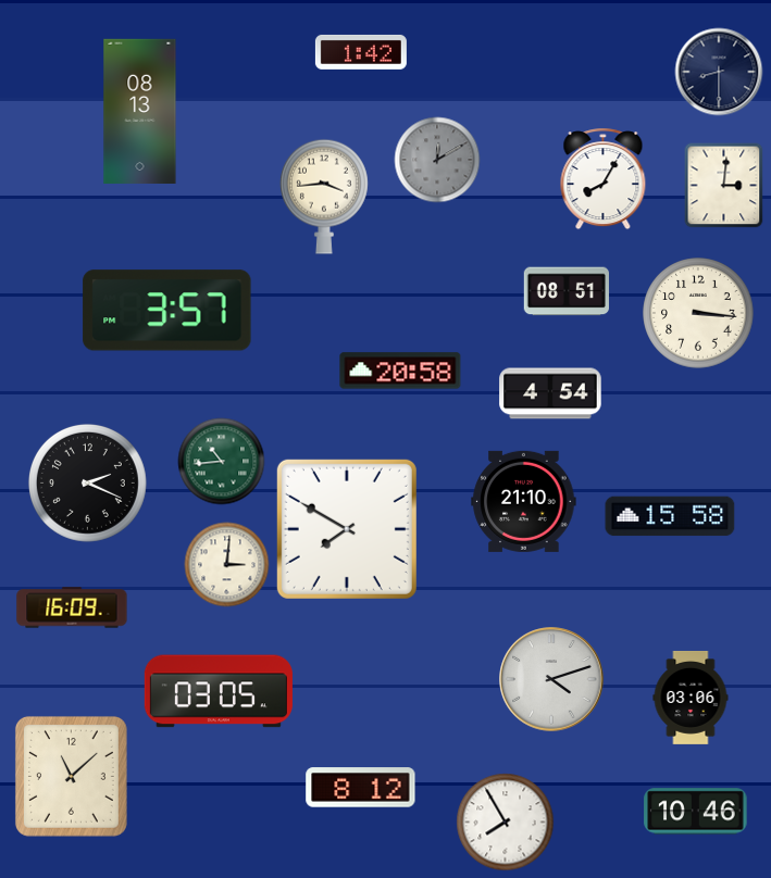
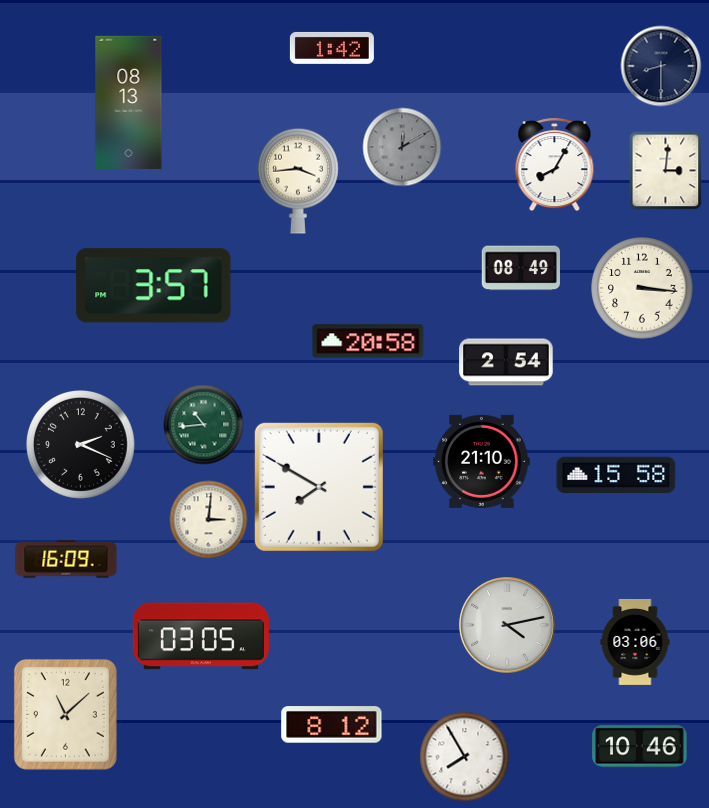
clock at (565, 291): 08:51 -> 08:49
clock at (550, 393): 4:54 -> 2:54
clock at (551, 679): 4:12 -> 4:13
